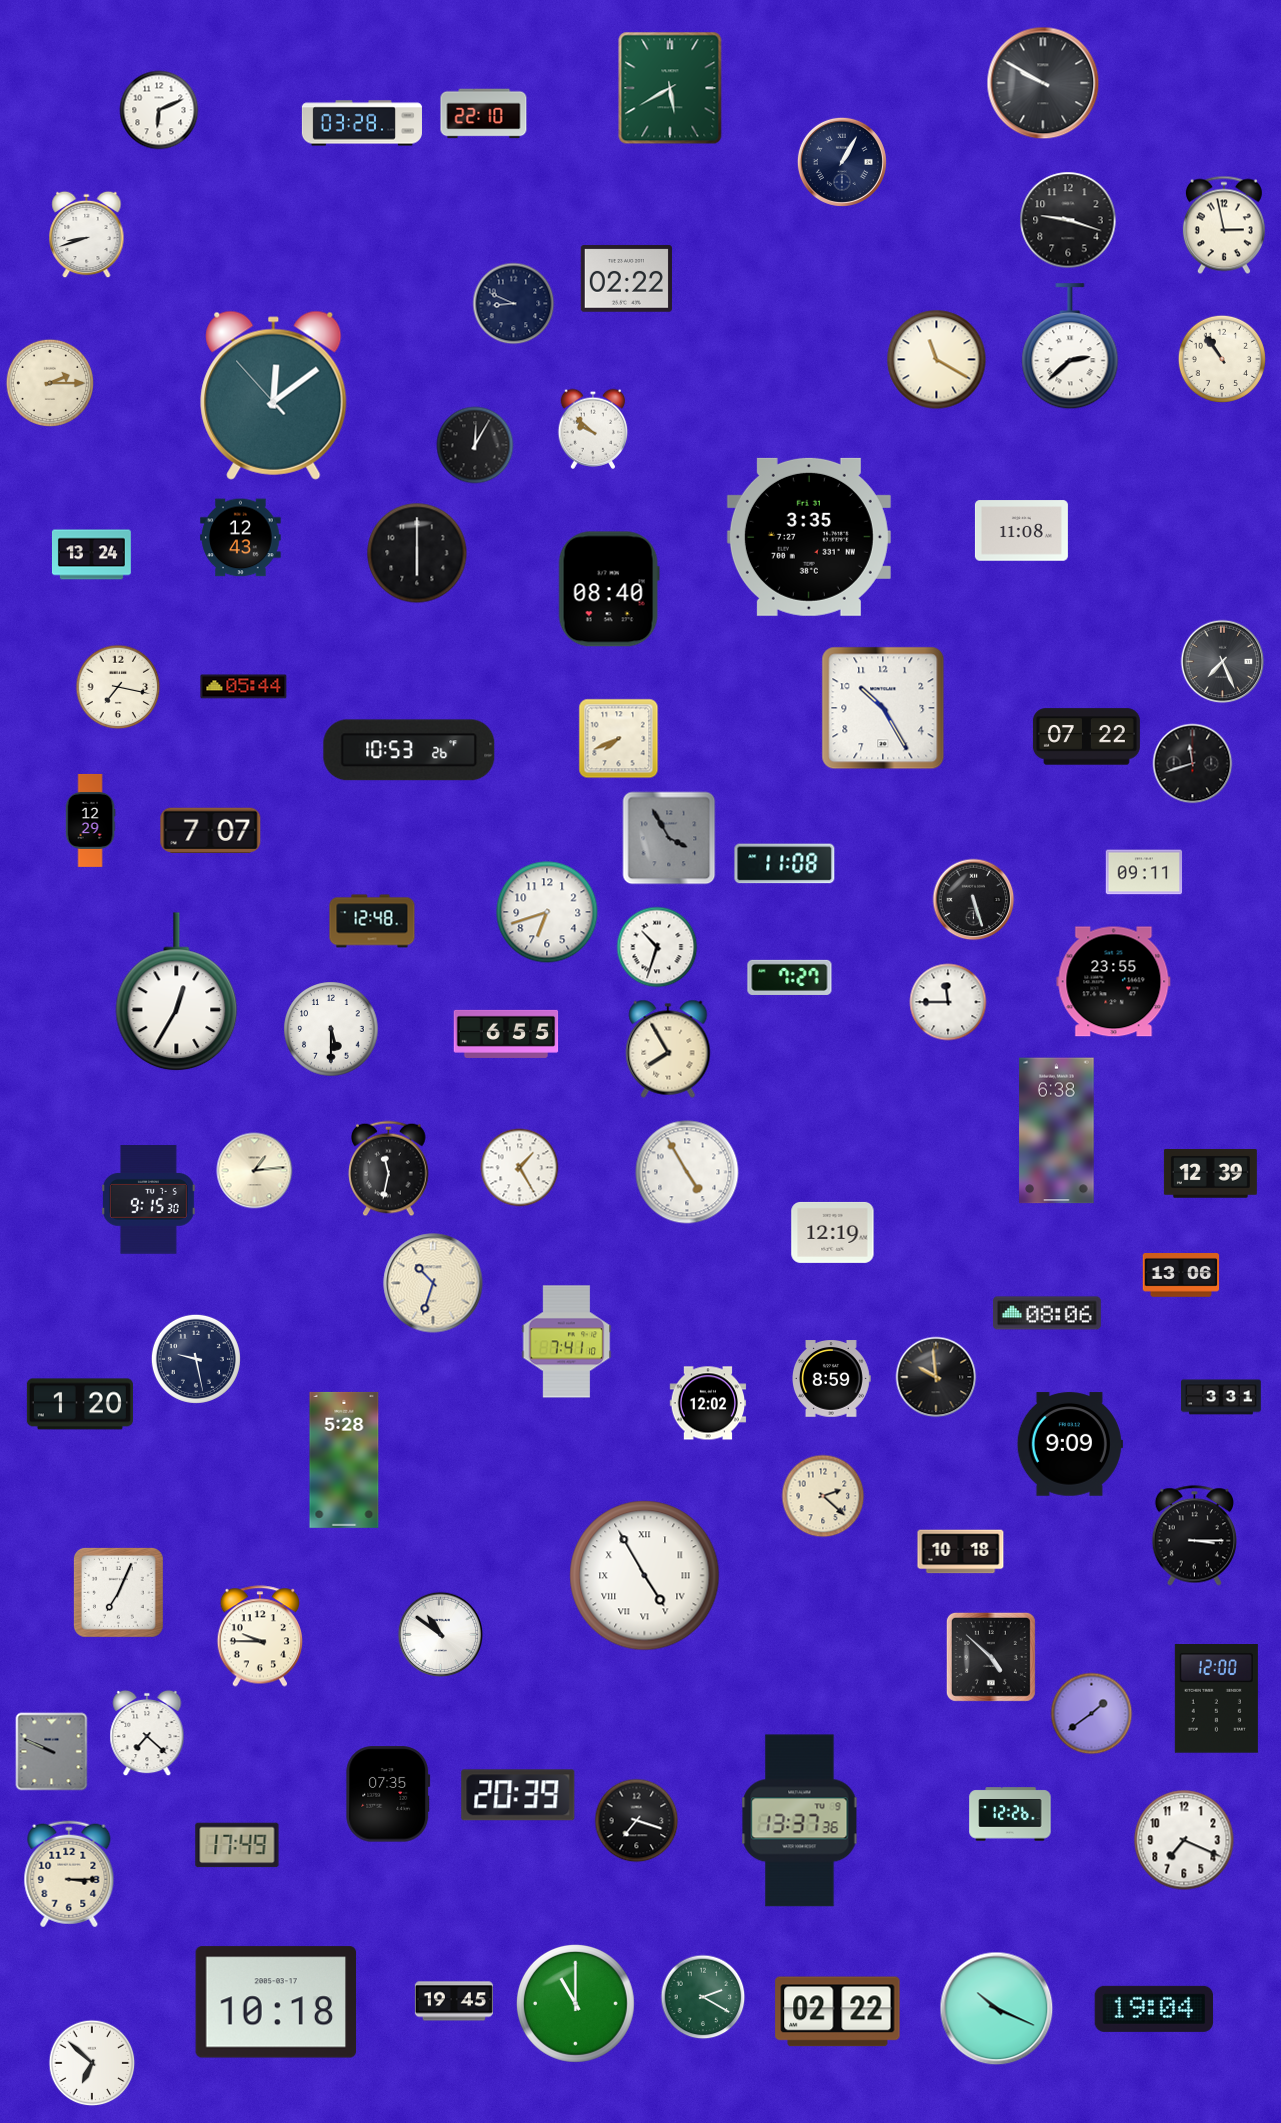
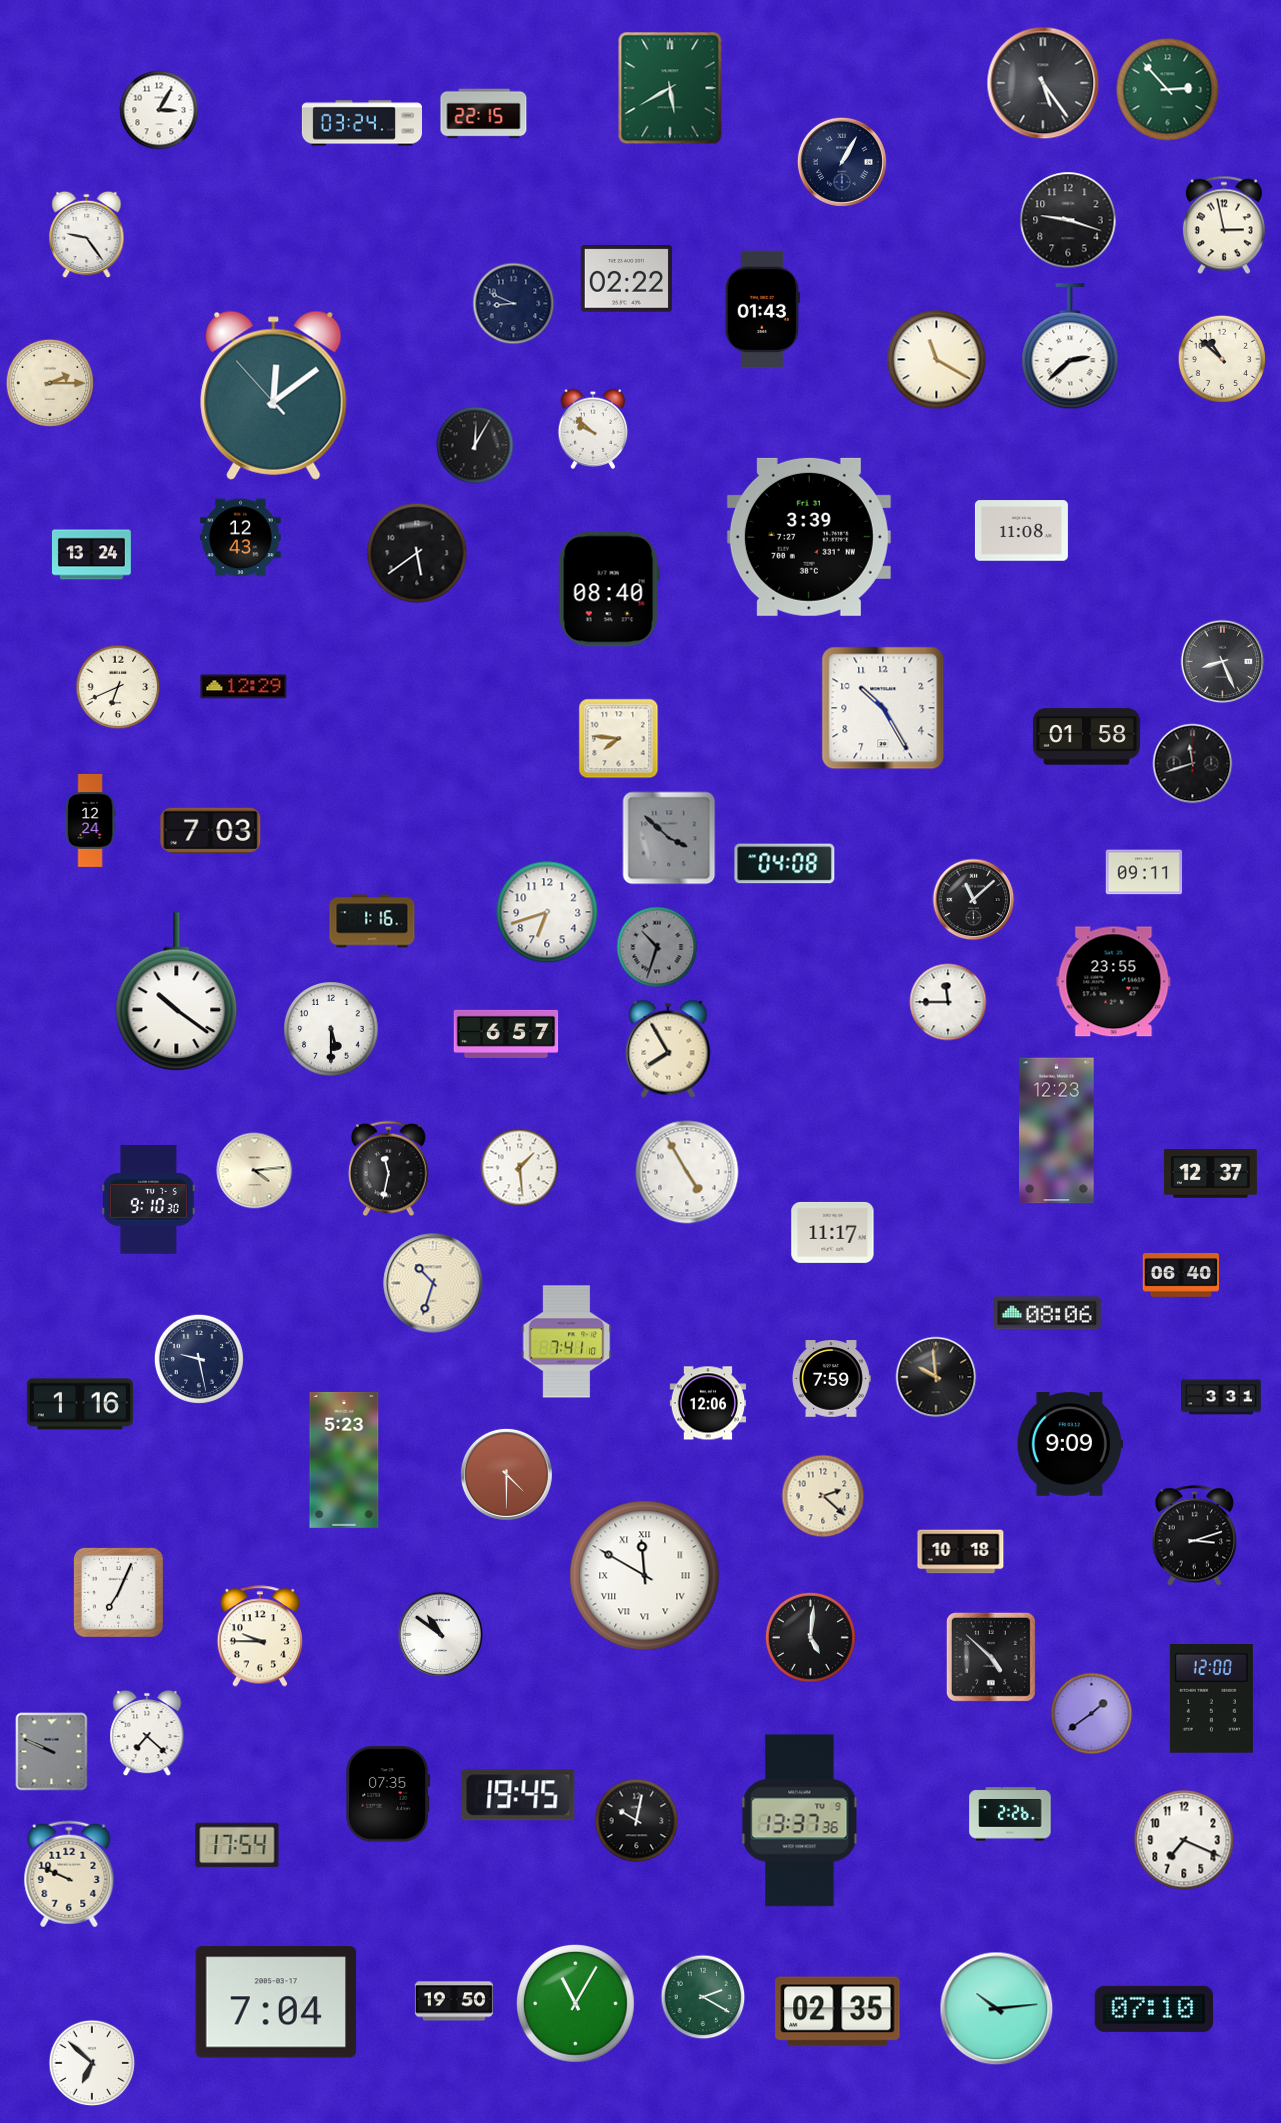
clock at (1043, 83): 9:50 -> 5:24
clock at (1168, 90): none -> 2:53
clock at (159, 110): 6:11 -> 3:05
clock at (484, 114): 22:10 -> 22:15
clock at (362, 123): 03:28 -> 03:24
clock at (87, 235): 8:42 -> 9:24
clock at (762, 310): none -> 01:43
clock at (1221, 358): 10:54 -> 10:52
clock at (809, 537): 3:35 -> 3:39
clock at (417, 553): 6:00 -> 5:39
clock at (1223, 662): 7:26 -> 8:26
clock at (118, 687): 7:17 -> 6:41
clock at (244, 687): 05:44 -> 12:29
clock at (1086, 737): 07:22 -> 01:58
clock at (619, 739): 7:41 -> 7:46
clock at (409, 750): 10:53 -> none
clock at (90, 820): 12:29 -> 12:24
clock at (211, 830): 7:07 -> 7:03
clock at (669, 838): 3:55 -> 3:52
clock at (785, 864): 11:08 -> 04:08
clock at (974, 900): 5:27 -> 11:08
clock at (372, 921): 12:48 -> 1:16
clock at (657, 947) dial: white -> grey
clock at (790, 977): 7:27 -> none
clock at (177, 992): 12:35 -> 10:21
clock at (506, 1034): 6:55 -> 6:57
clock at (1057, 1131): 6:38 -> 12:23
clock at (520, 1168): 1:25 -> 1:29
clock at (255, 1171): 1:14 -> 4:14
clock at (1210, 1174): 12:39 -> 12:37
clock at (148, 1200): 9:15 -> 9:10
clock at (833, 1232): 12:19 -> 11:17
clock at (1181, 1276): 13:06 -> 06:40
clock at (196, 1359) position: (196, 1359) -> (199, 1359)
clock at (832, 1379): 8:59 -> 7:59
clock at (708, 1403): 12:02 -> 12:06
clock at (80, 1404): 1:20 -> 1:16
clock at (344, 1460): 5:28 -> 5:23
clock at (506, 1474): none -> 4:30
clock at (1194, 1536): 3:15 -> 3:12
clock at (645, 1576): 4:55 -> 11:50
clock at (810, 1637): none -> 5:01
clock at (1216, 1699) position: (1216, 1699) -> (1211, 1699)
clock at (518, 1795): 20:39 -> 19:45
clock at (1010, 1814): 12:26 -> 2:26
clock at (637, 1821): 7:18 -> 10:02
clock at (237, 1845): 17:49 -> 17:54
clock at (69, 1874): 3:15 -> 9:49
clock at (454, 2001): 19:45 -> 19:50
clock at (276, 2002): 10:18 -> 7:04
clock at (576, 2004): 11:00 -> 11:05
clock at (997, 2009): 10:19 -> 10:14
clock at (1154, 2009): 19:04 -> 07:10
clock at (838, 2012): 02:22 -> 02:35
